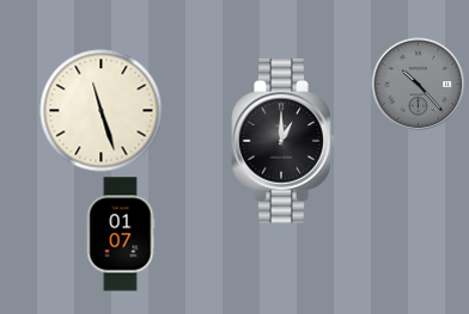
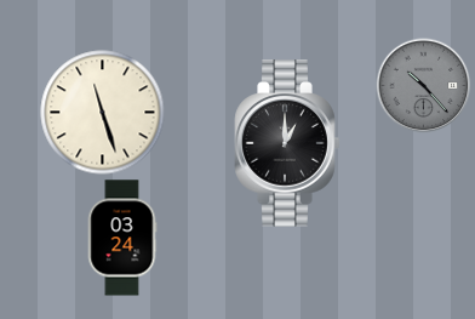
clock at (121, 234): 01:07 -> 03:24
